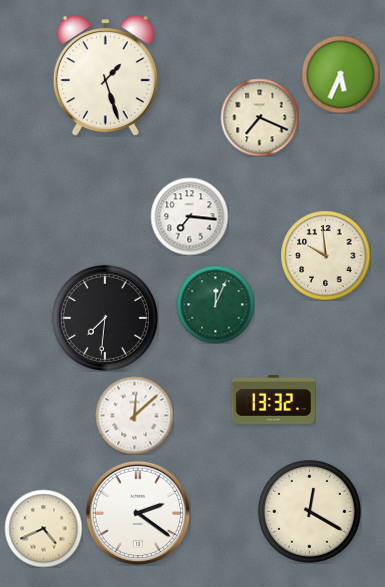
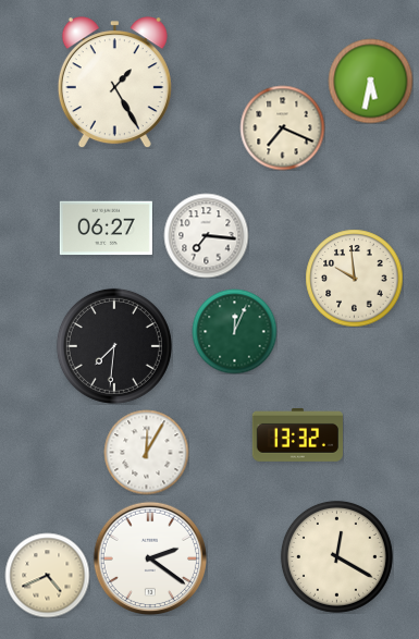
clock at (340, 74): 5:34 -> 5:32
clock at (105, 76): 1:27 -> 1:25
clock at (106, 229): none -> 06:27
clock at (134, 415): 12:08 -> 12:05
